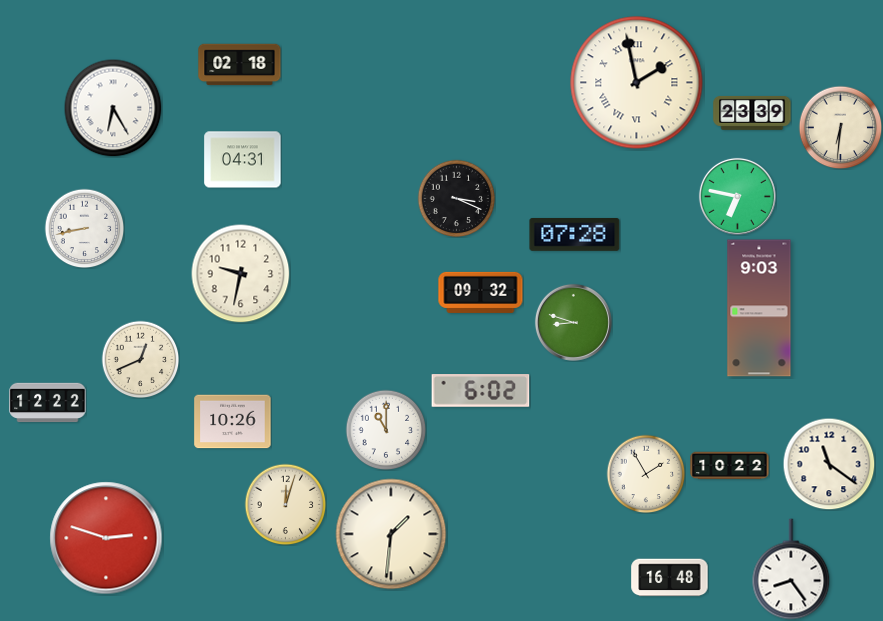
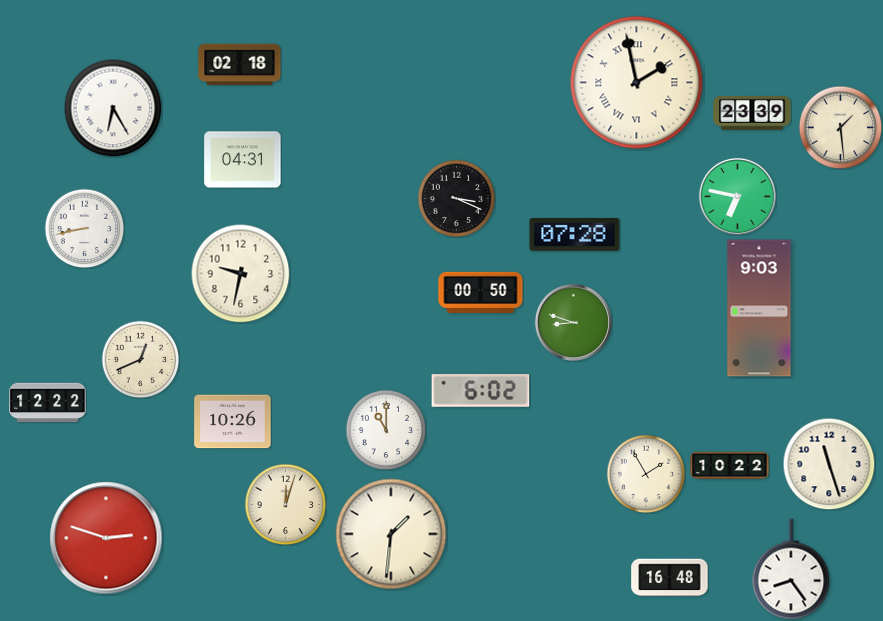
clock at (840, 127): 6:31 -> 1:29
clock at (481, 292): 09:32 -> 00:50
clock at (829, 464): 11:21 -> 11:27
